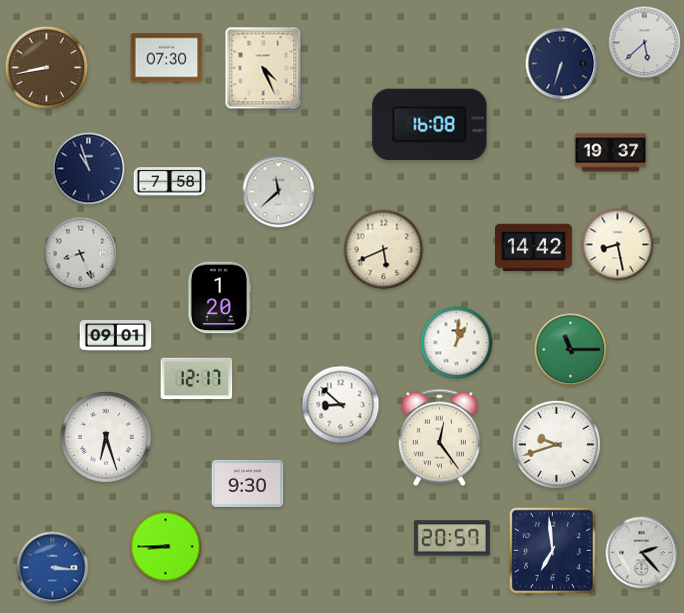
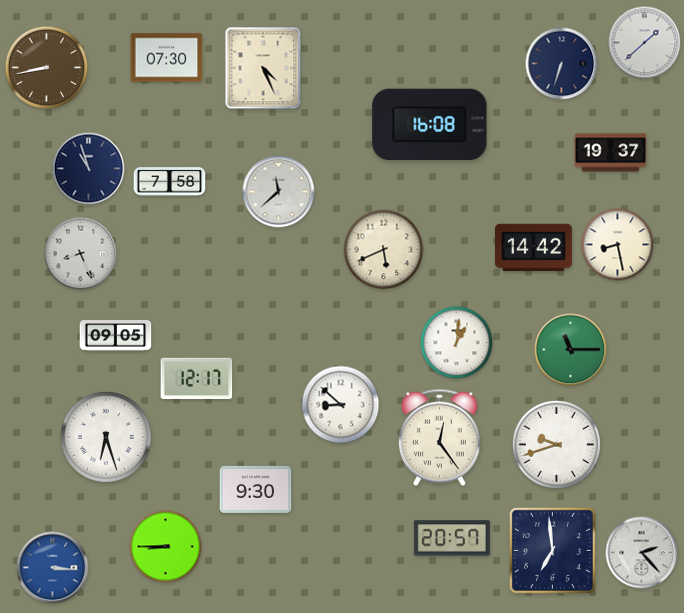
clock at (645, 43): 5:38 -> 1:38
clock at (219, 298): 1:20 -> none
clock at (116, 336): 09:01 -> 09:05
clock at (248, 483) position: (248, 483) -> (256, 489)
